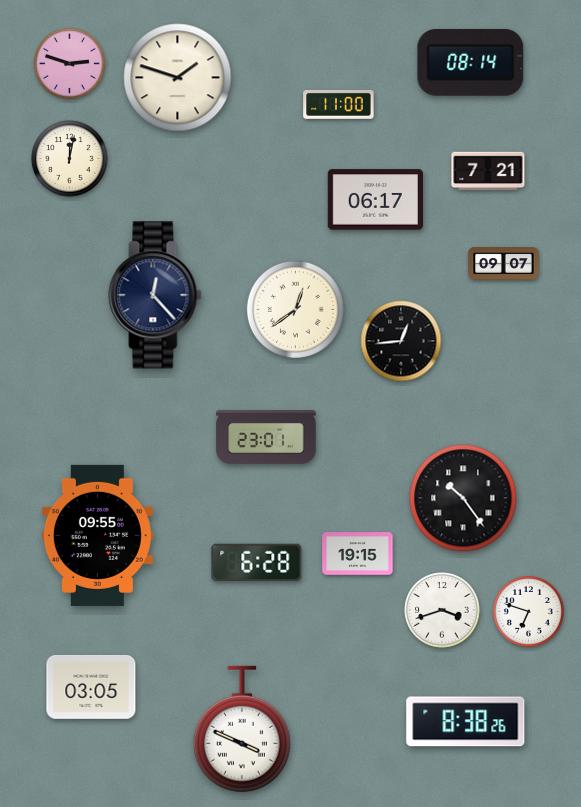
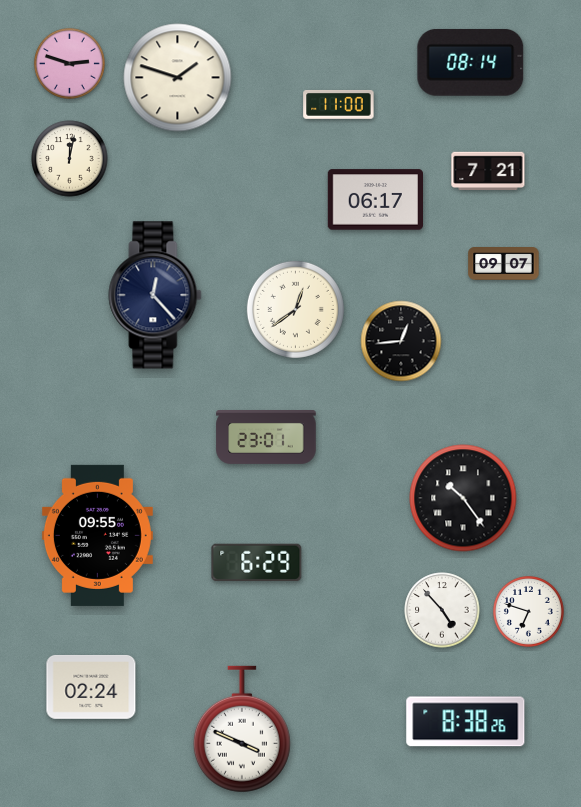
clock at (358, 554): 19:15 -> none
clock at (257, 562): 6:28 -> 6:29
clock at (442, 610): 3:42 -> 4:53
clock at (91, 687): 03:05 -> 02:24
